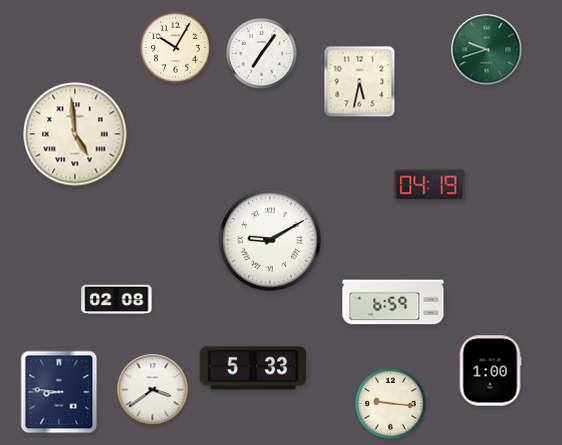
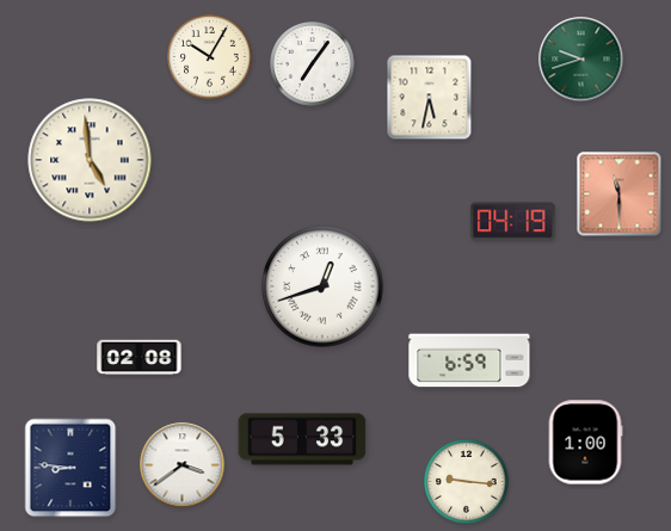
clock at (620, 195): none -> 11:30
clock at (270, 240): 9:10 -> 12:42
